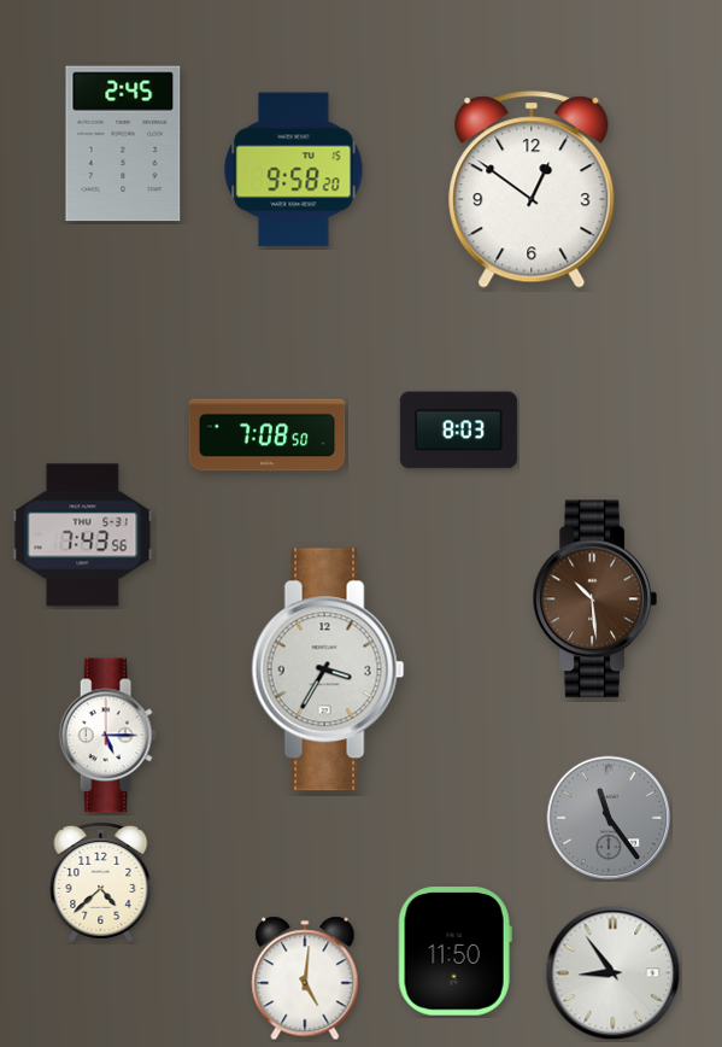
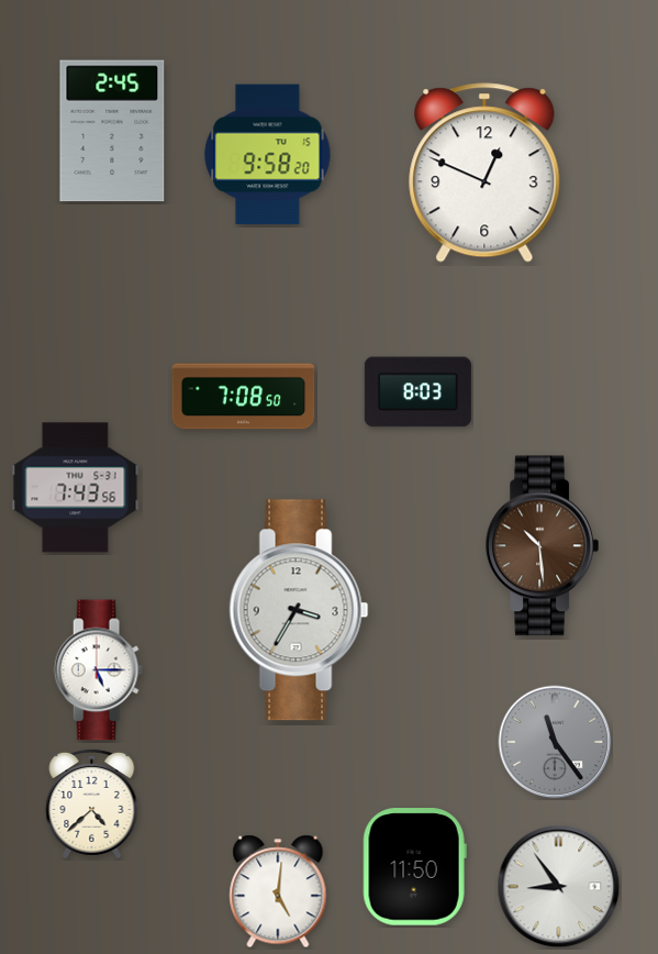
clock at (532, 189): 12:51 -> 12:49
clock at (609, 818) position: (609, 818) -> (555, 742)
